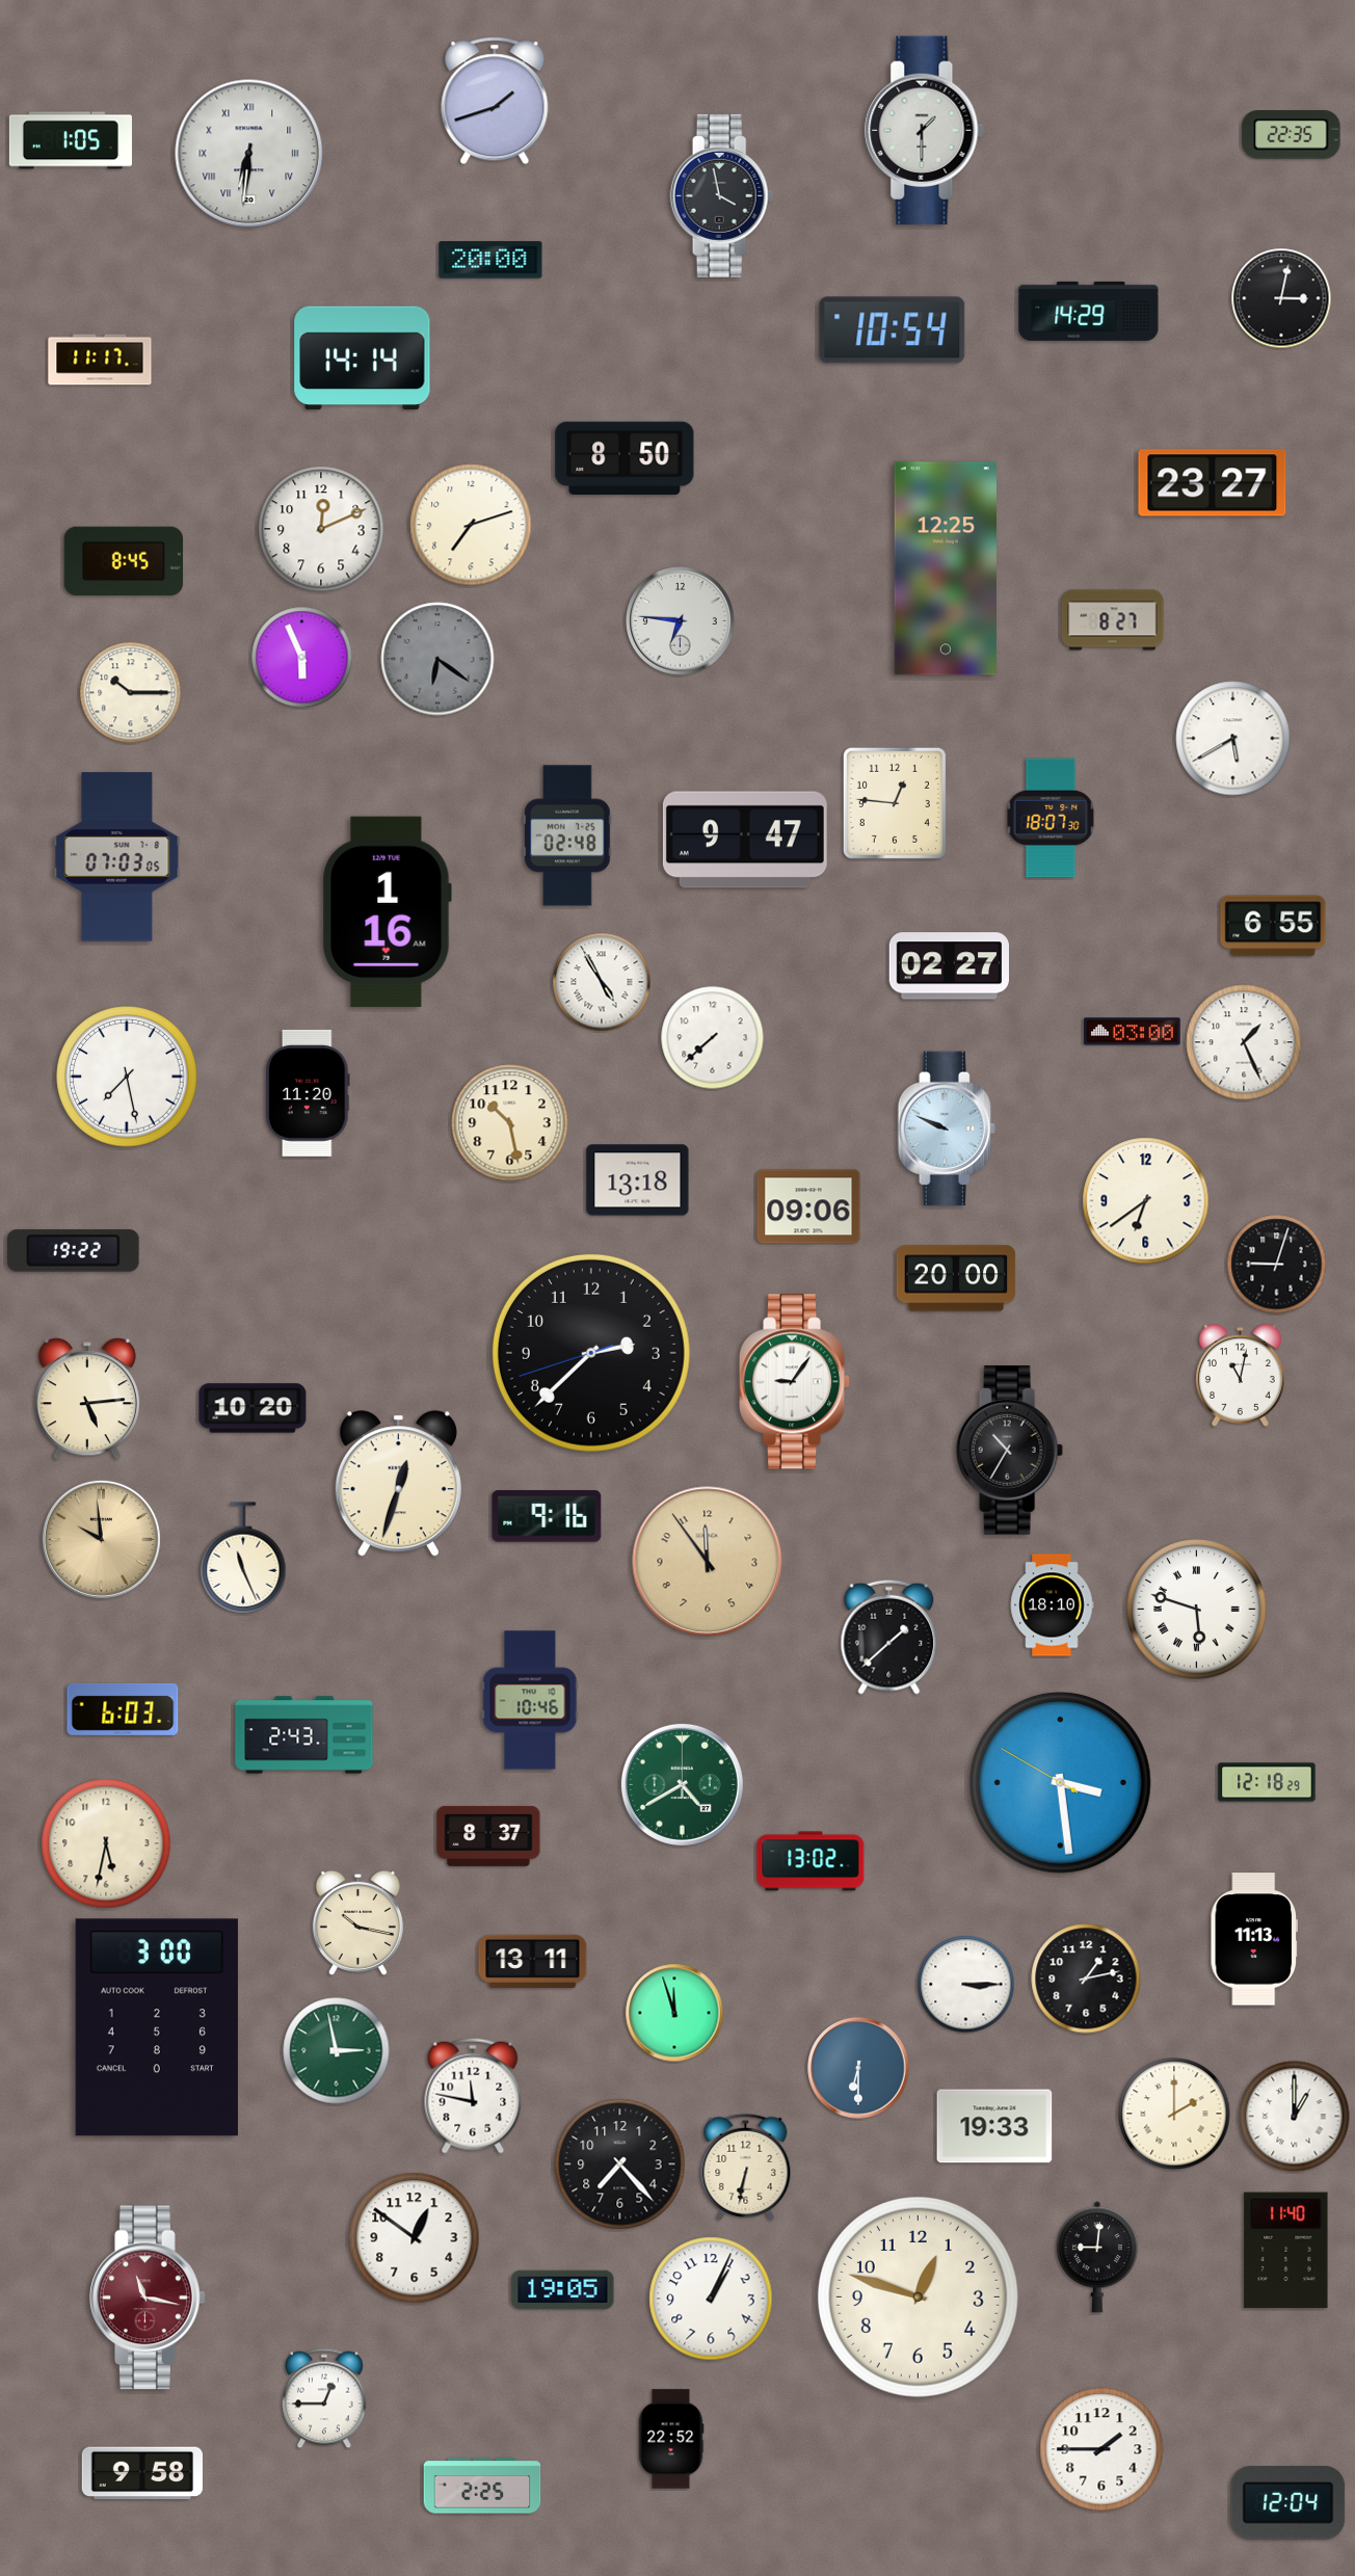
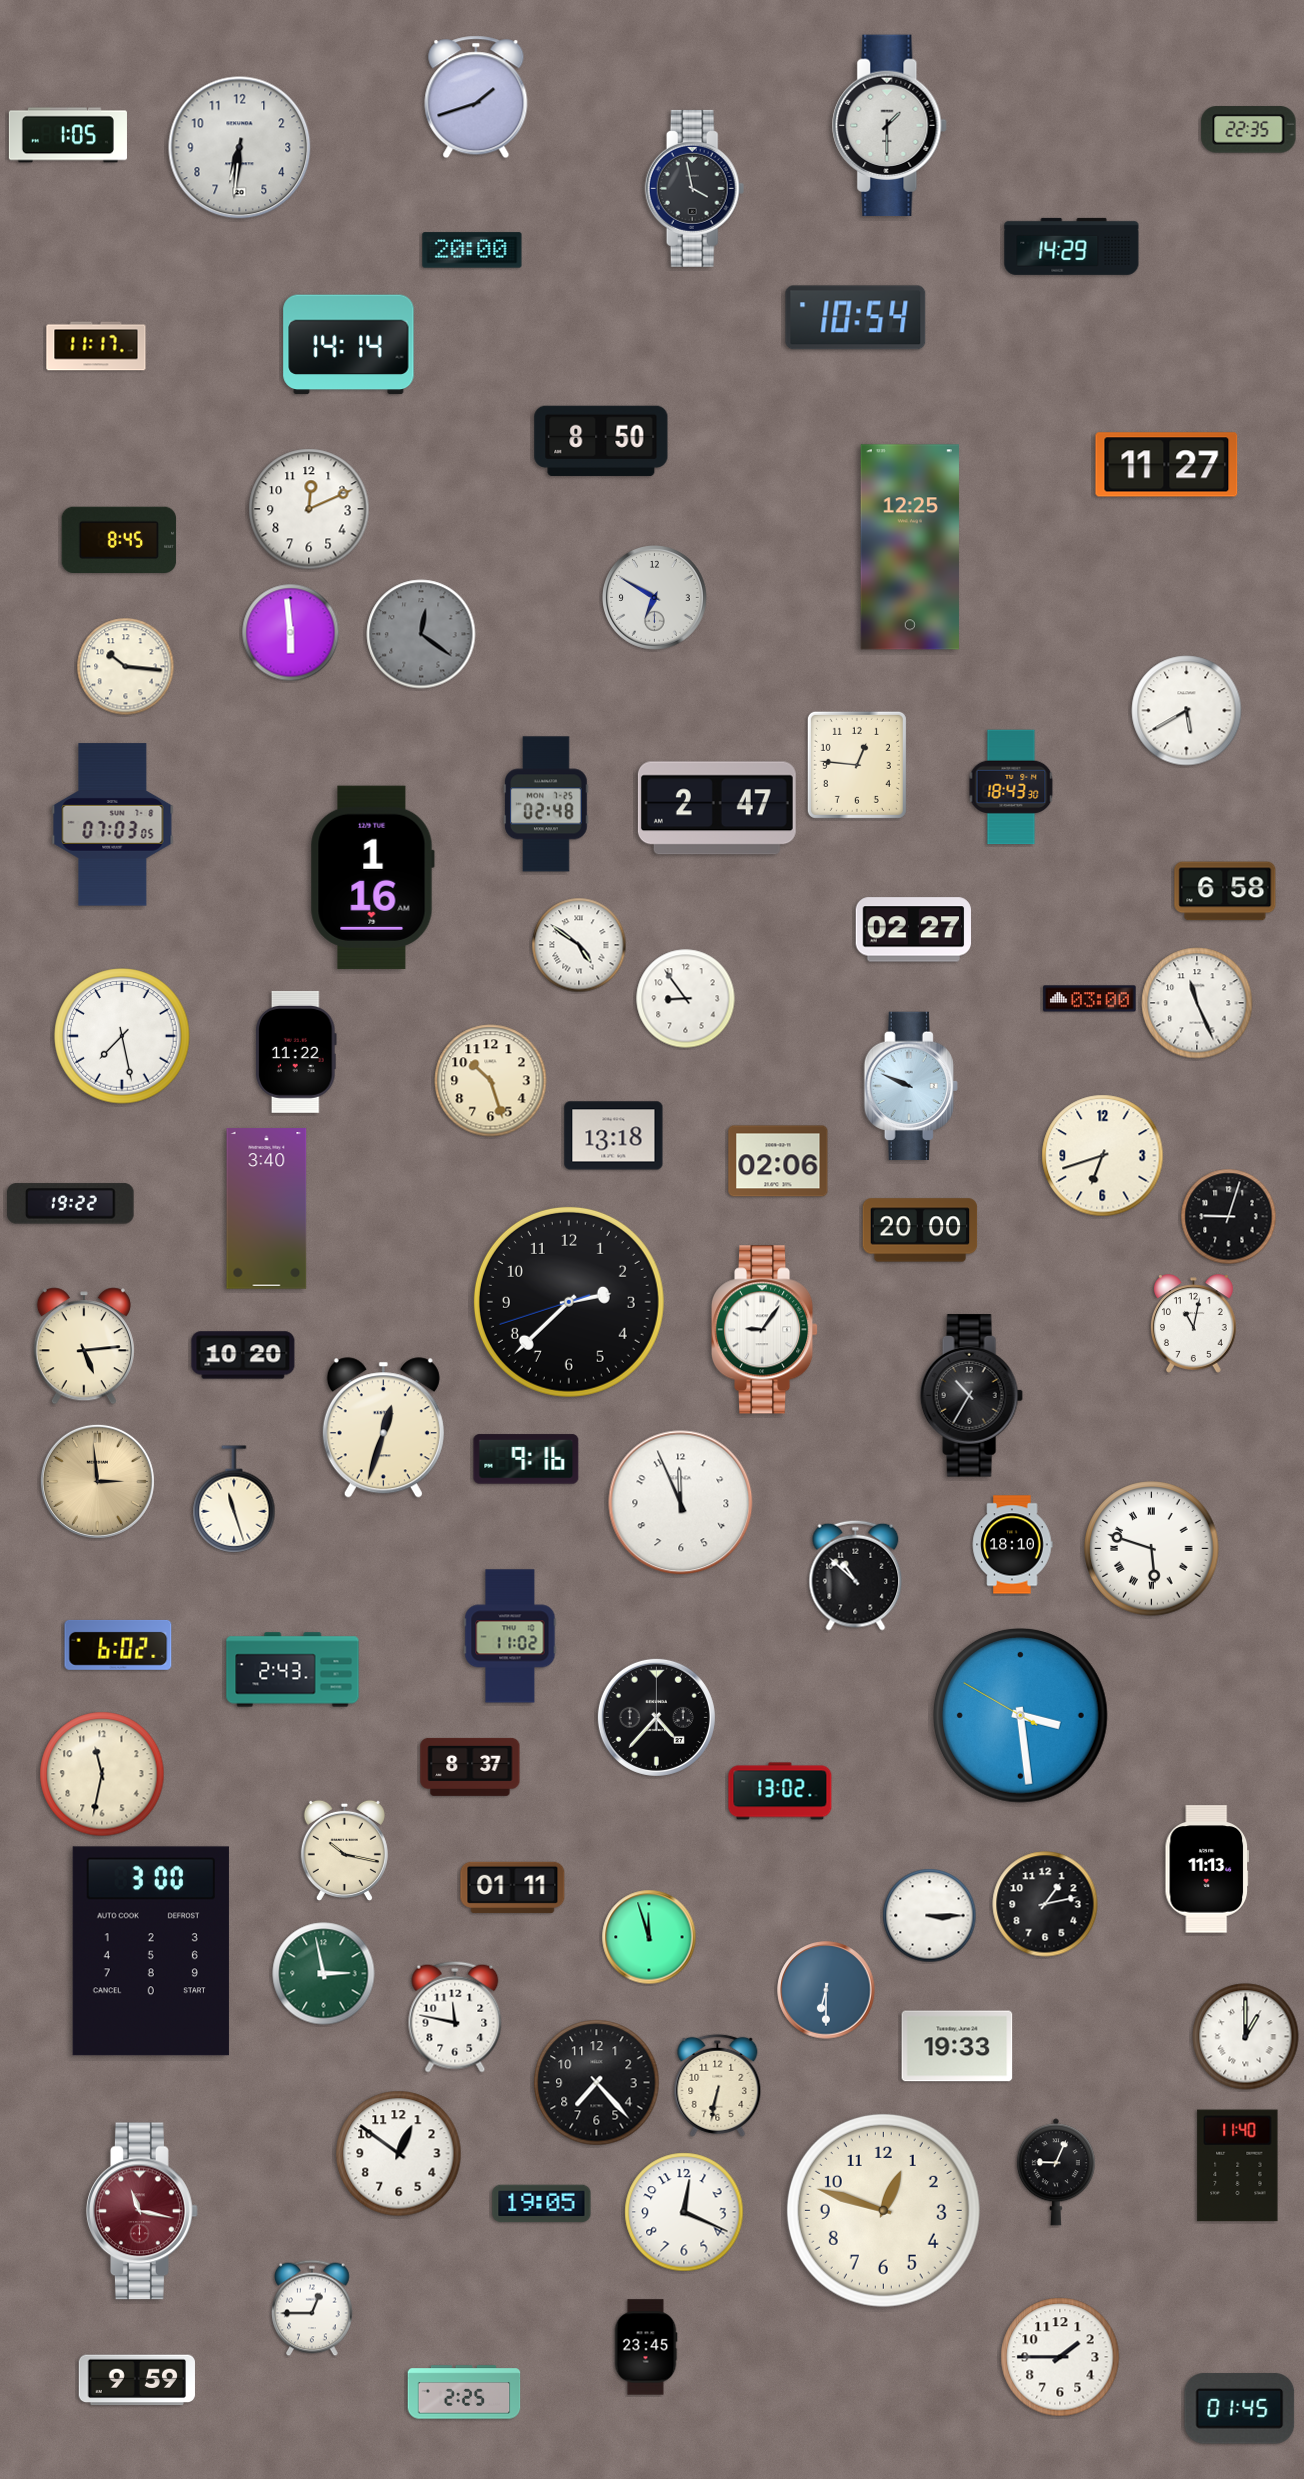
clock at (1292, 135) position: (1292, 135) -> (1249, 130)
clock at (249, 154) numerals: Roman -> Arabic
clock at (1281, 298): 3:02 -> none
clock at (1089, 311) position: (1089, 311) -> (1072, 246)
clock at (893, 330) position: (893, 330) -> (856, 318)
clock at (1213, 483): 23:27 -> 11:27
clock at (471, 525): 7:12 -> none
clock at (1113, 620): 8:27 -> none
clock at (681, 621): 6:46 -> 6:50
clock at (302, 658): 5:56 -> 5:59
clock at (437, 659): 6:21 -> 12:21
clock at (131, 693): 10:15 -> 10:16
clock at (895, 803) position: (895, 803) -> (857, 765)
clock at (1051, 818): 18:07 -> 18:43
clock at (745, 840): 9:47 -> 2:47
clock at (1273, 926): 6:55 -> 6:58
clock at (602, 982): 4:55 -> 4:51
clock at (1133, 1032) position: (1133, 1032) -> (1090, 999)
clock at (713, 1038): 7:38 -> 8:54
clock at (1244, 1042): 1:26 -> 11:26
clock at (309, 1093): 11:20 -> 11:22
clock at (510, 1123): 10:28 -> 10:27
clock at (1146, 1201): 6:39 -> 6:42
clock at (808, 1206): 09:06 -> 02:06
clock at (267, 1209): none -> 3:40
clock at (101, 1539): 9:59 -> 2:59
clock at (243, 1558): 11:26 -> 11:27
clock at (708, 1562): 11:54 -> 11:56
clock at (708, 1562) dial: champagne -> white
clock at (889, 1637): 1:38 -> 10:52
clock at (530, 1700): 10:46 -> 11:02
clock at (123, 1709): 6:03 -> 6:02
clock at (1267, 1782): 12:18 -> none
clock at (682, 1784): 4:40 -> 4:37
clock at (682, 1784) dial: green -> black
clock at (106, 1843): 5:32 -> 11:32
clock at (1253, 1939) position: (1253, 1939) -> (1206, 1869)
clock at (533, 1961): 13:11 -> 01:11
clock at (966, 1985) position: (966, 1985) -> (930, 1916)
clock at (1174, 2114): 2:00 -> none
clock at (1097, 2257): 9:01 -> 9:04
clock at (711, 2299): 1:04 -> 12:19
clock at (671, 2439): 22:52 -> 23:45
clock at (142, 2473): 9:58 -> 9:59
clock at (1288, 2503): 12:04 -> 01:45
